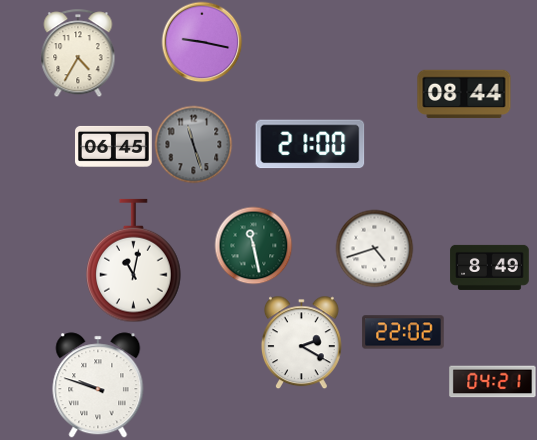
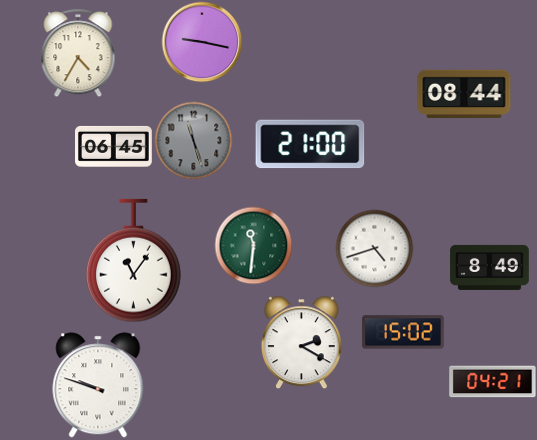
clock at (193, 144) position: (193, 144) -> (193, 140)
clock at (253, 245): 11:28 -> 11:31
clock at (134, 261): 11:02 -> 11:06
clock at (403, 332): 22:02 -> 15:02
